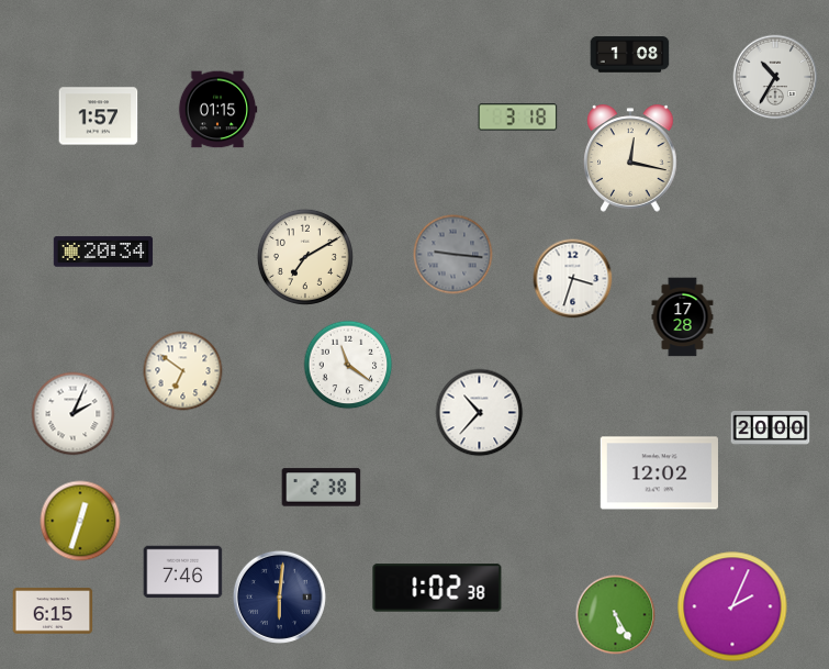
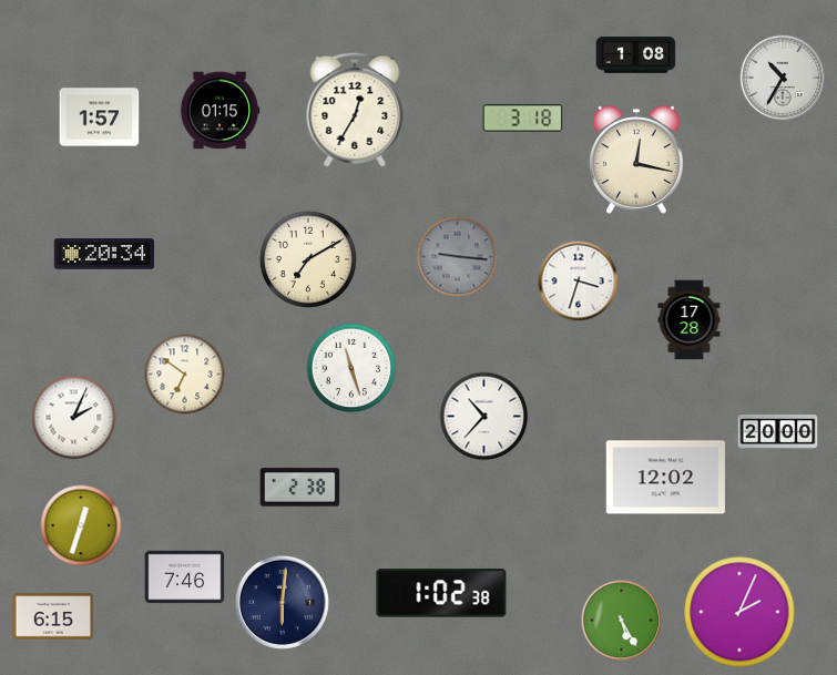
clock at (355, 110): none -> 12:35
clock at (348, 365): 11:21 -> 11:27
clock at (322, 488) position: (322, 488) -> (300, 488)
